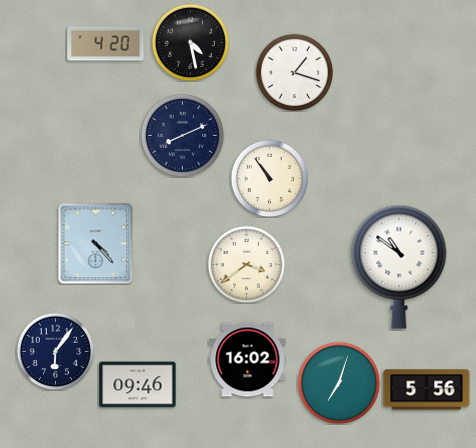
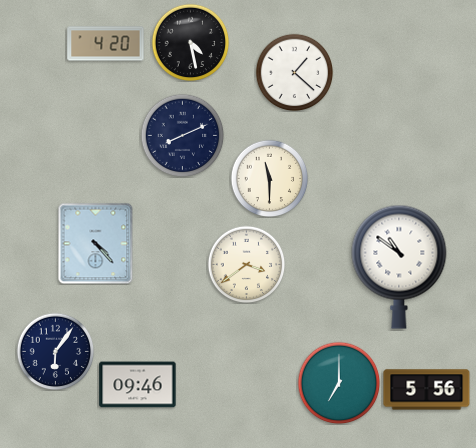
clock at (294, 72): 1:18 -> 1:22
clock at (269, 178): 10:54 -> 11:30
clock at (248, 360): 16:02 -> none
clock at (339, 383): 7:03 -> 7:00
